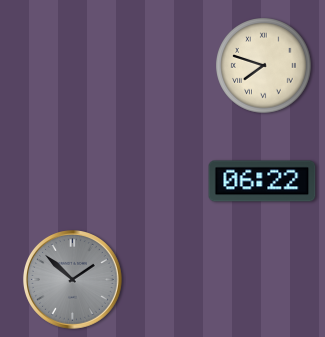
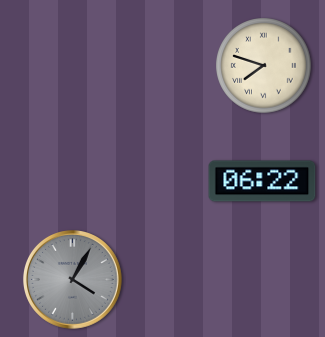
clock at (73, 280): 1:52 -> 4:05
